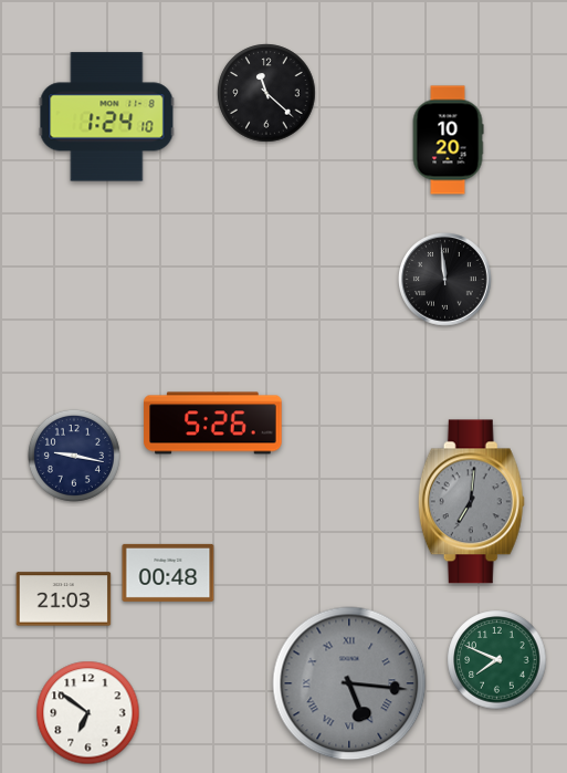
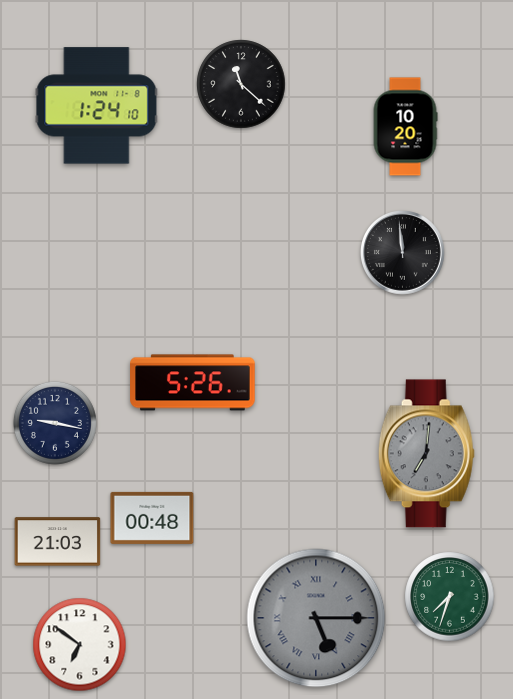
clock at (74, 456) position: (74, 456) -> (55, 423)
clock at (497, 660): 7:49 -> 7:33
clock at (349, 683): 5:16 -> 5:15
